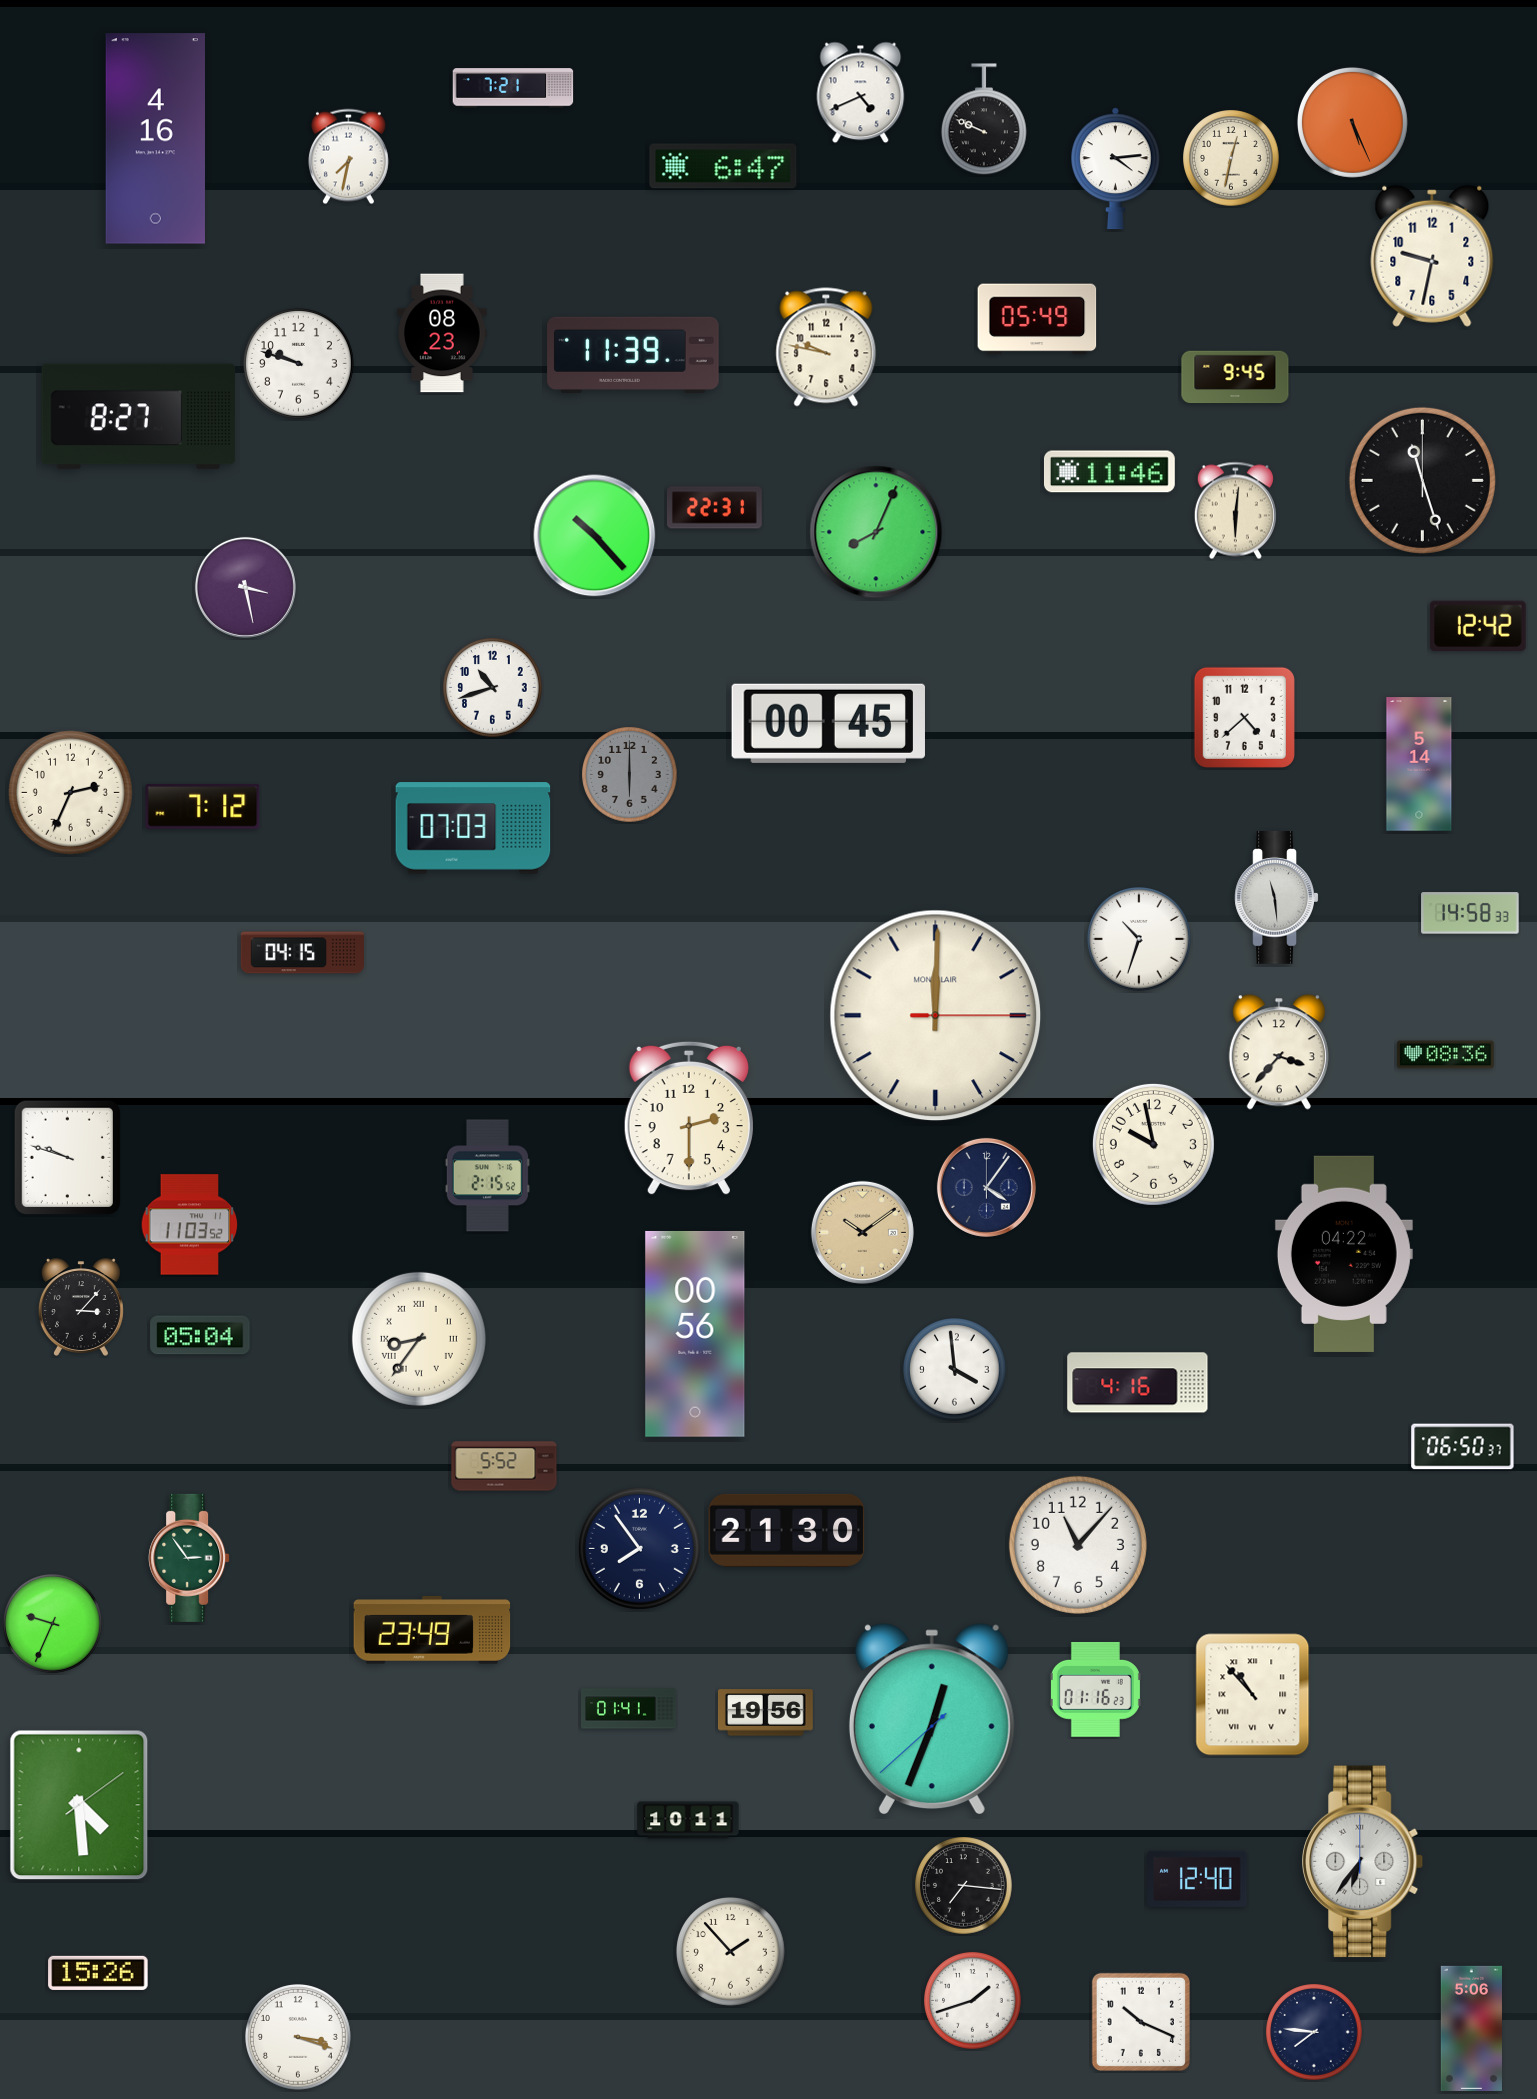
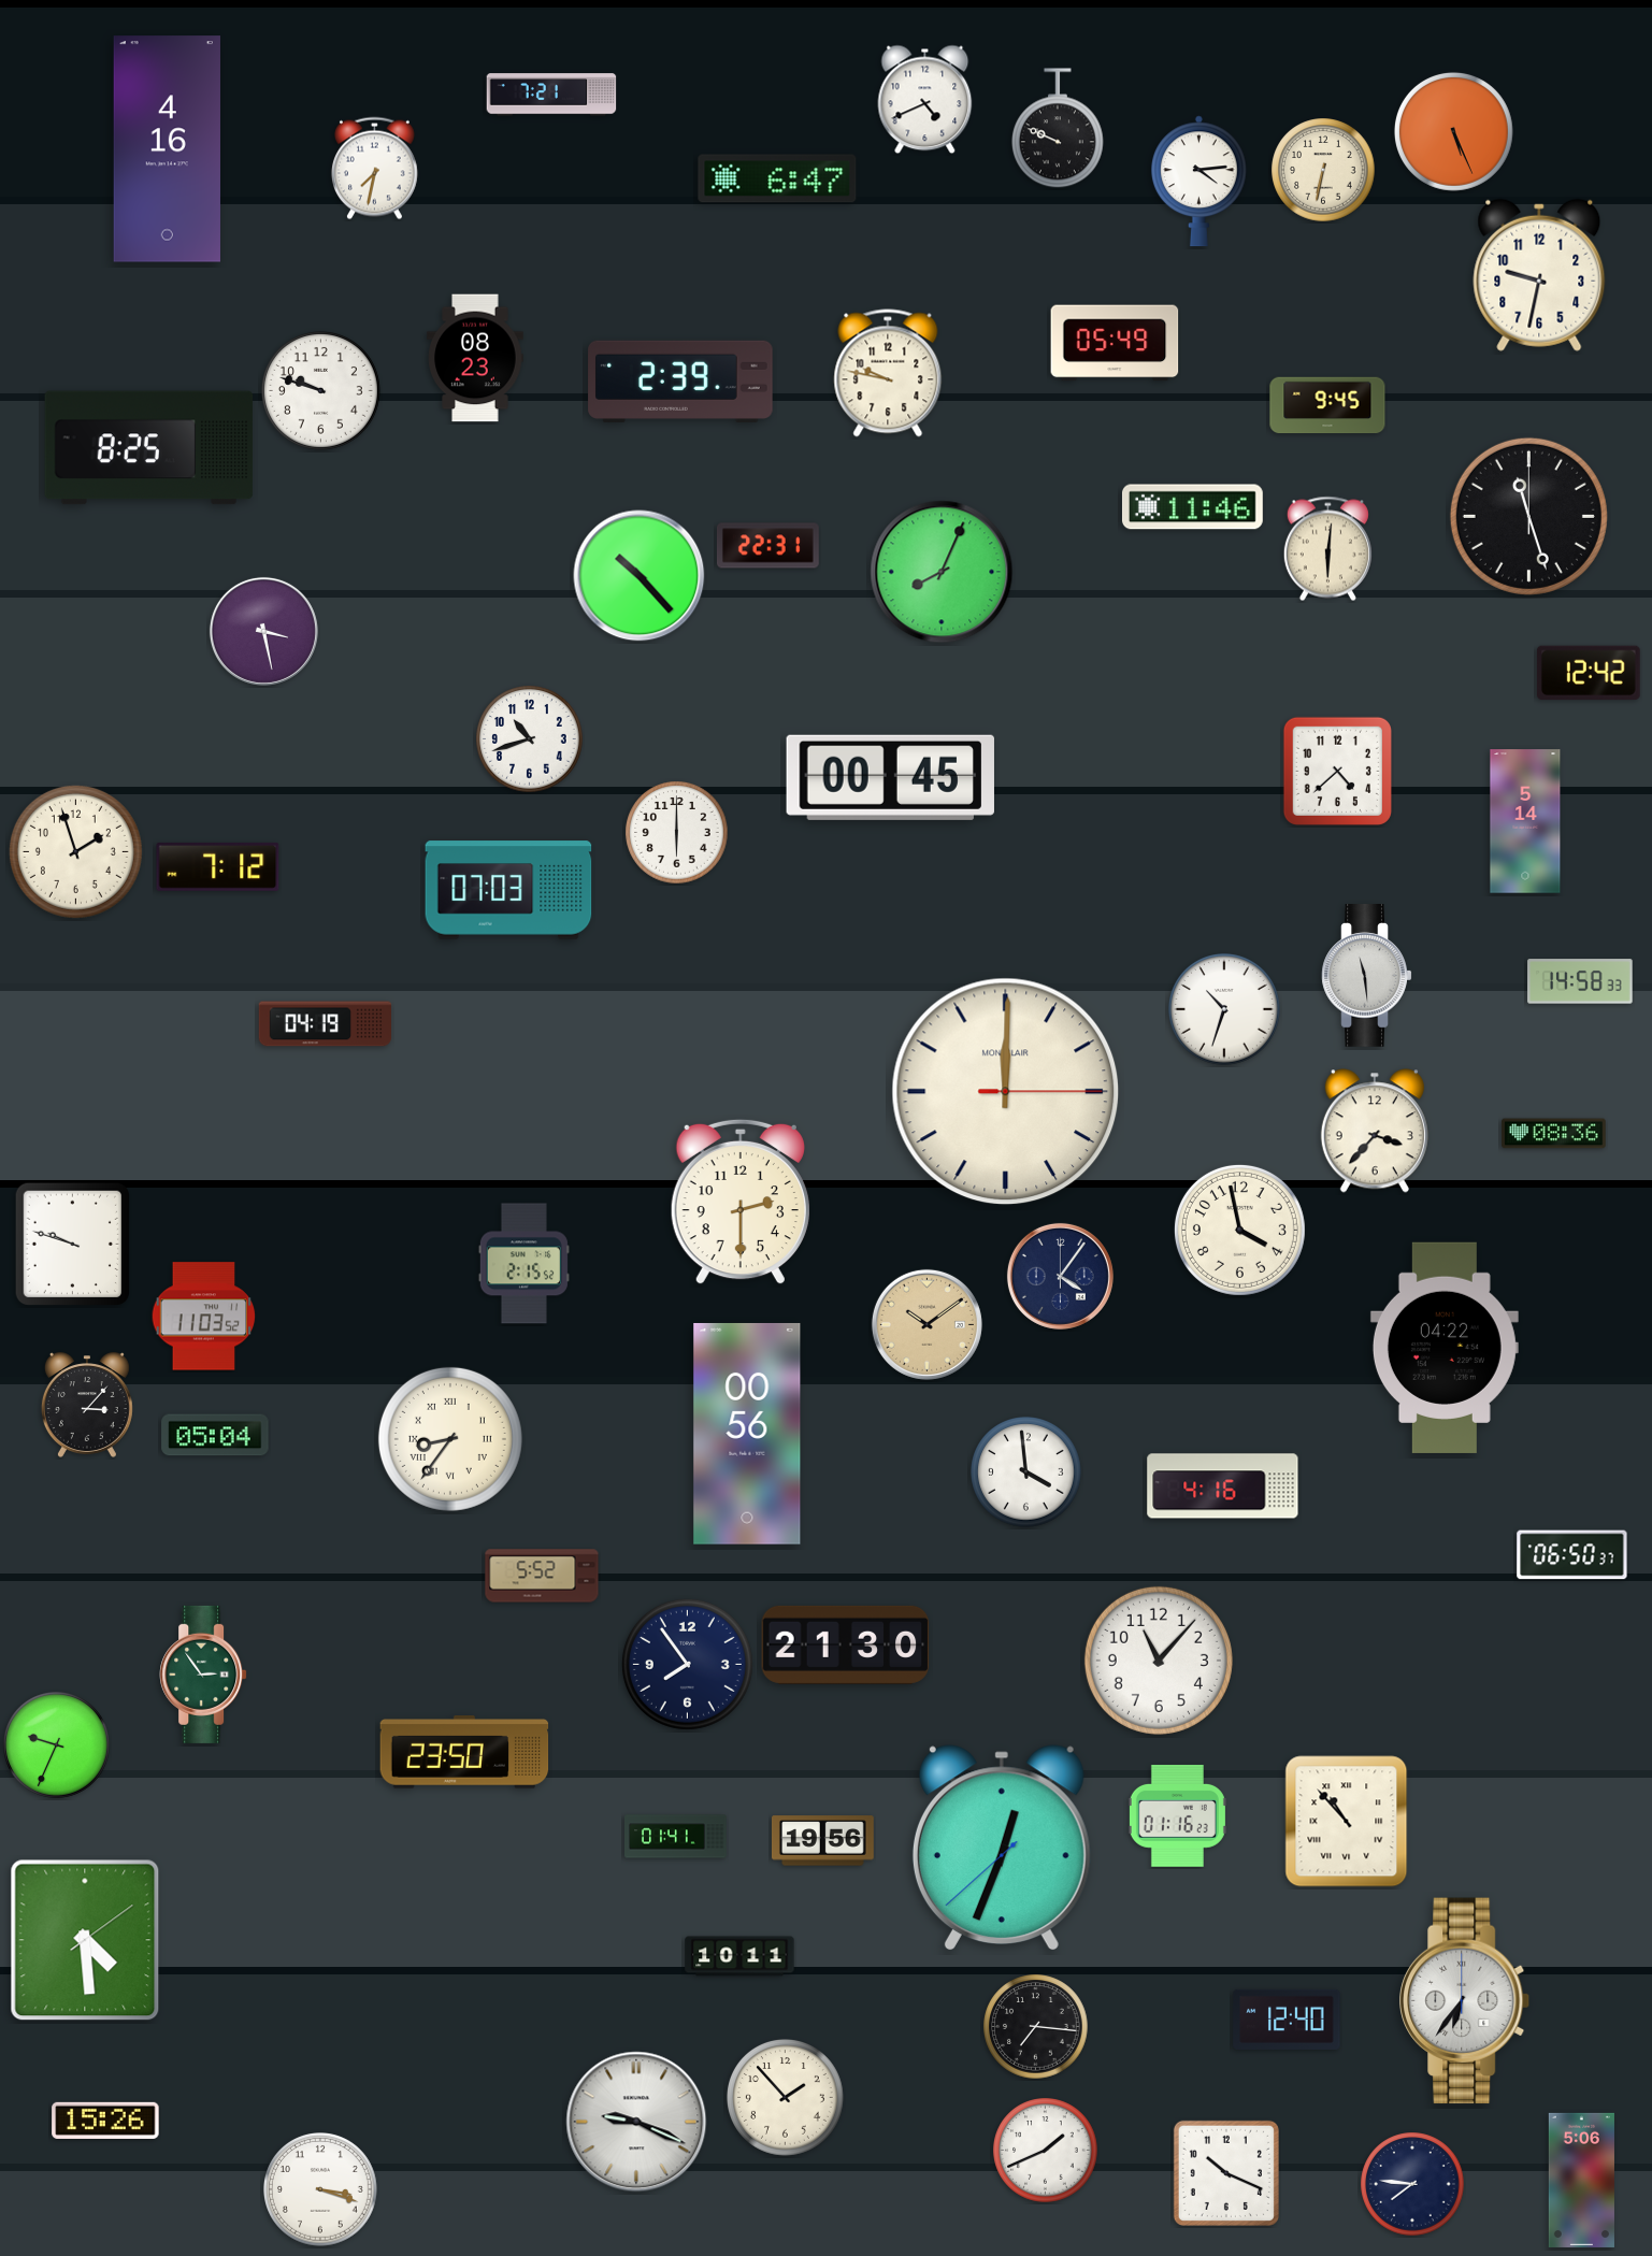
clock at (1231, 158): 12:32 -> 6:32
clock at (633, 355): 11:39 -> 2:39
clock at (139, 417): 8:27 -> 8:25
clock at (630, 775) dial: grey -> white
clock at (70, 792): 2:34 -> 1:57
clock at (1277, 898) position: (1277, 898) -> (1367, 976)
clock at (303, 953): 04:15 -> 04:19
clock at (1153, 1144): 9:58 -> 3:58
clock at (432, 1631): 23:49 -> 23:50
clock at (636, 2122): none -> 9:19
clock at (973, 2001): 1:42 -> 1:41
